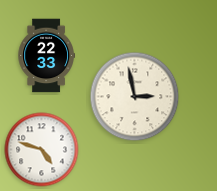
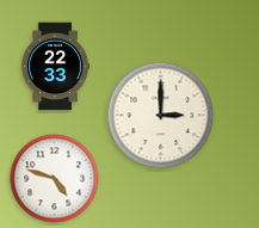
clock at (135, 97): 2:58 -> 3:00
clock at (42, 150) position: (42, 150) -> (55, 179)
